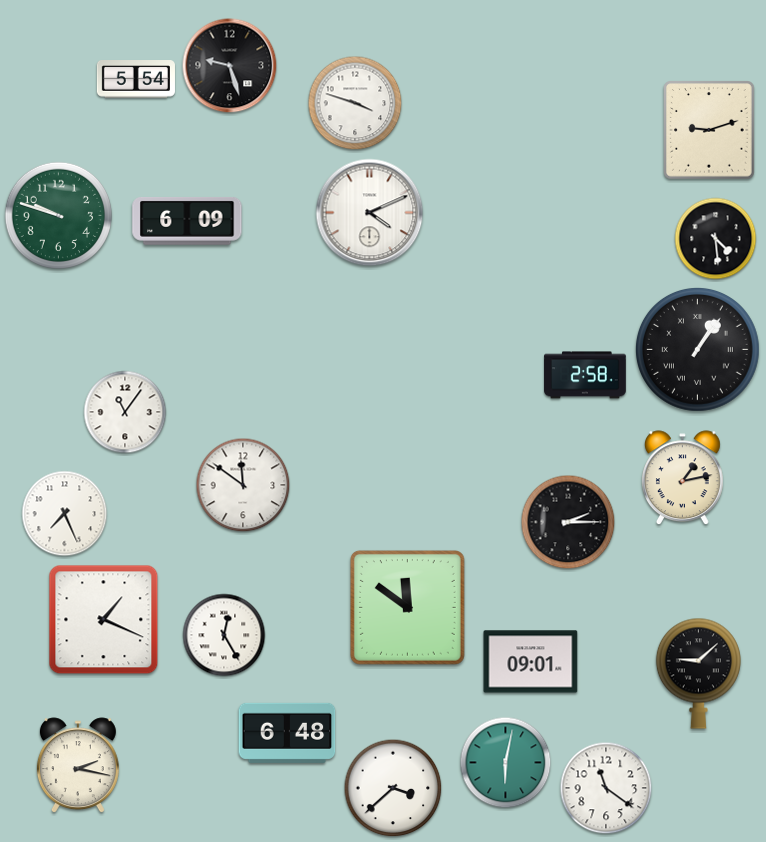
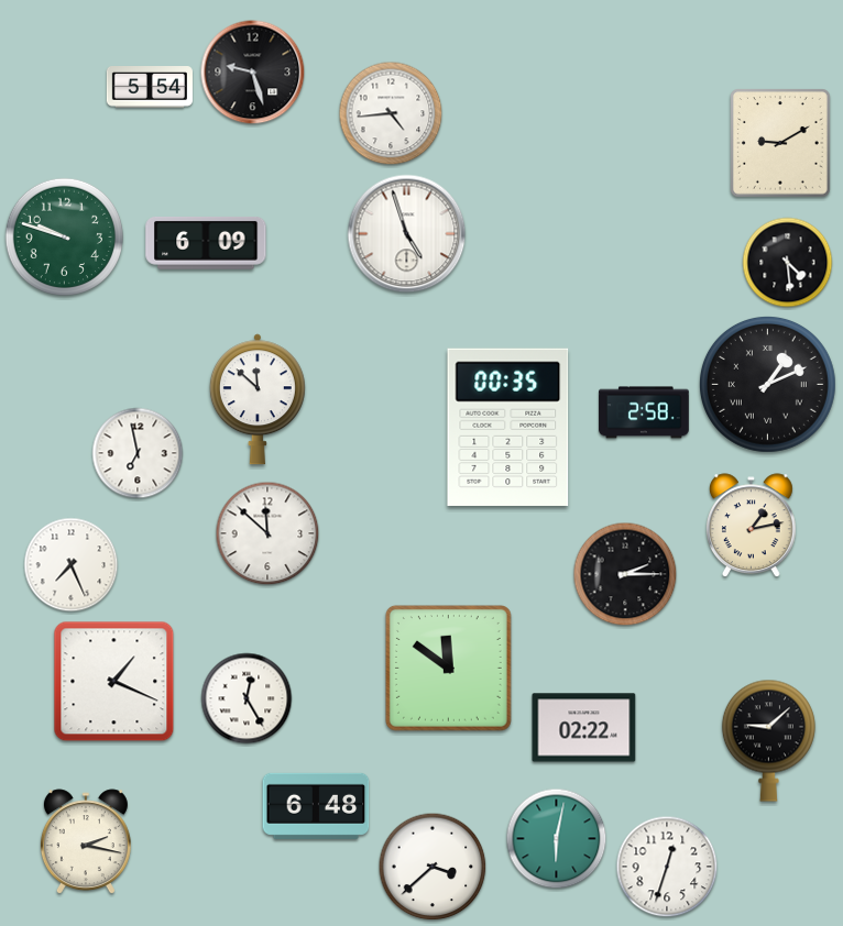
clock at (355, 103): 3:48 -> 4:44
clock at (709, 130): 9:12 -> 9:10
clock at (370, 213): 4:11 -> 4:57
clock at (697, 349): 1:06 -> 1:11
clock at (258, 399): none -> 11:52
clock at (508, 427): none -> 00:35
clock at (125, 412): 11:06 -> 6:58
clock at (243, 485): 11:51 -> 11:52
clock at (531, 662): 09:01 -> 02:22
clock at (606, 788): 11:21 -> 12:33
